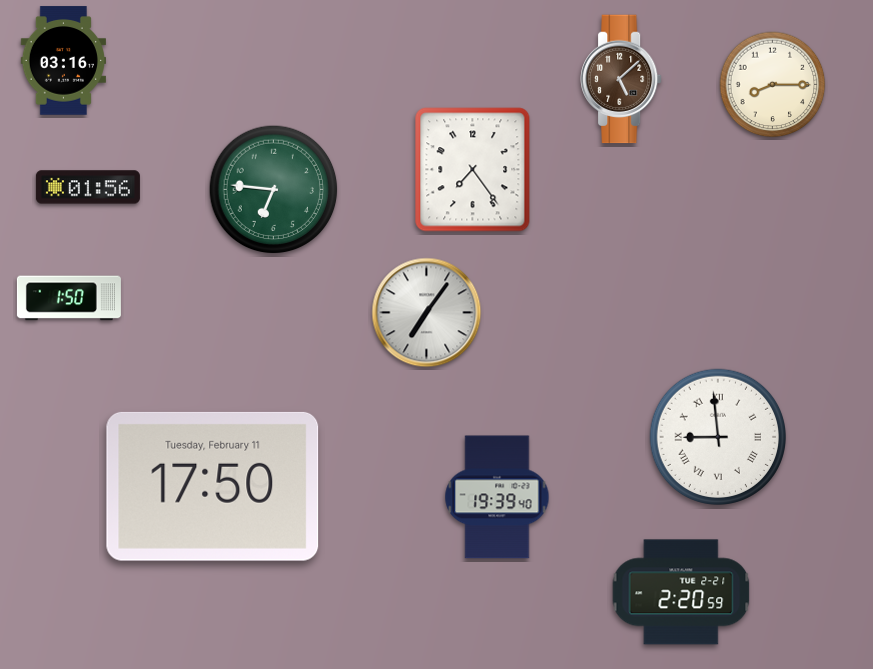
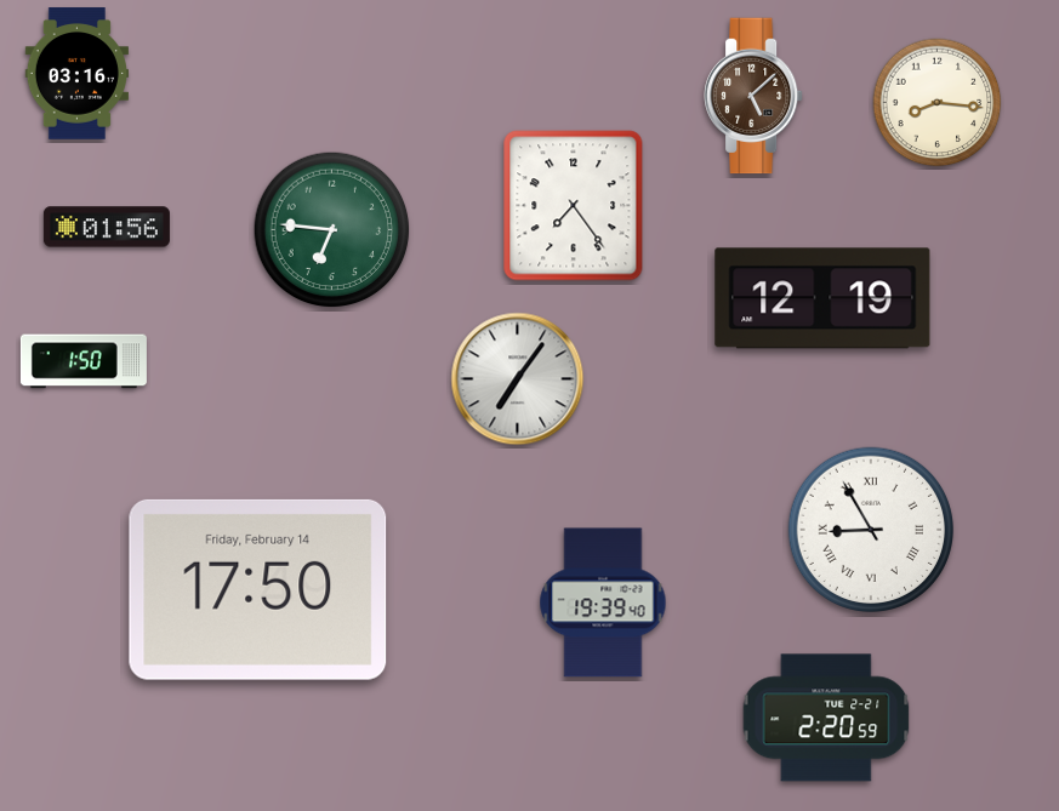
clock at (773, 85): 8:15 -> 8:16
clock at (822, 298): none -> 12:19
clock at (718, 437): 8:59 -> 8:55
clock at (213, 486) date: Tuesday, February 11 -> Friday, February 14
